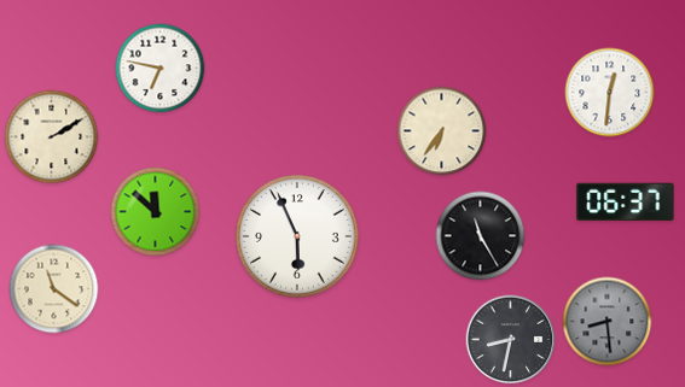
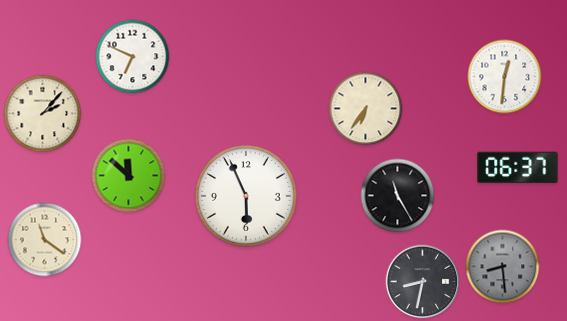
clock at (161, 69): 6:47 -> 6:49
clock at (52, 137): 2:10 -> 2:07
